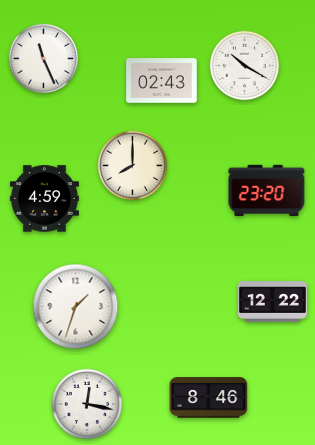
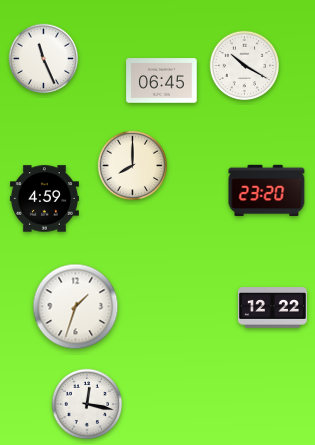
clock at (162, 81): 02:43 -> 06:45
clock at (272, 302) position: (272, 302) -> (272, 308)
clock at (209, 398): 8:46 -> none
